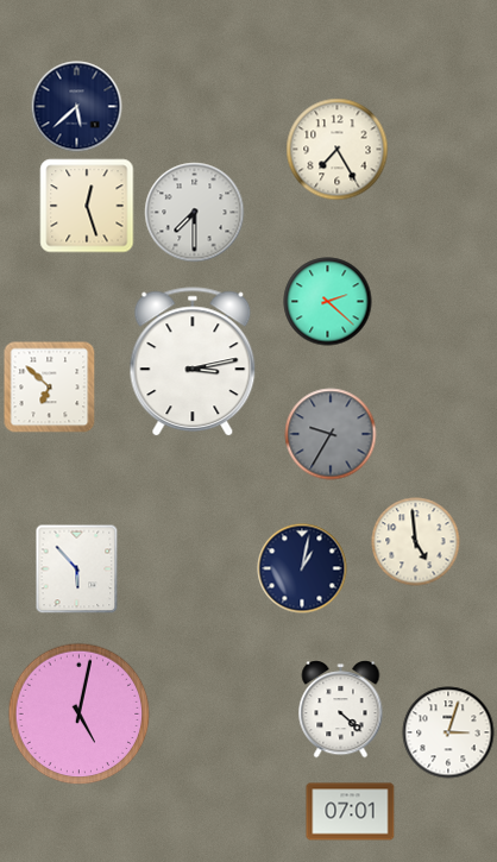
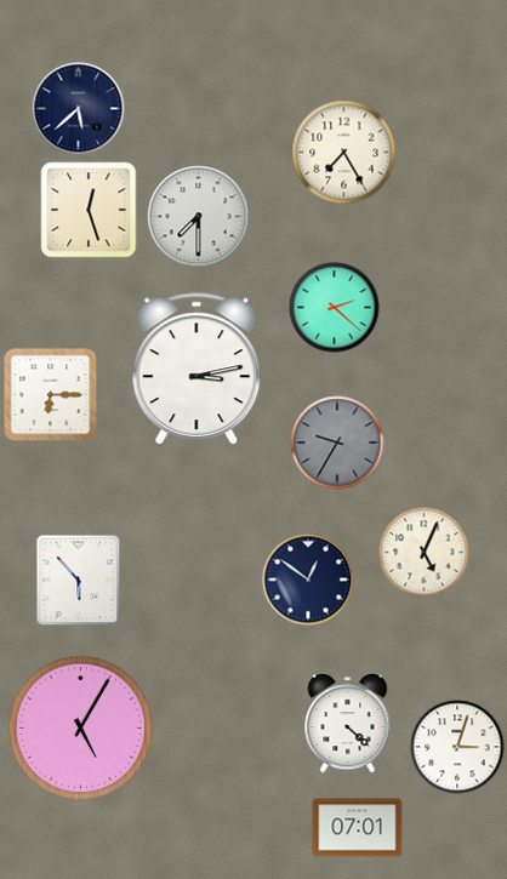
clock at (50, 388): 6:52 -> 6:15
clock at (416, 542): 4:59 -> 5:04
clock at (302, 568): 1:02 -> 12:51
clock at (80, 715): 5:02 -> 5:05
